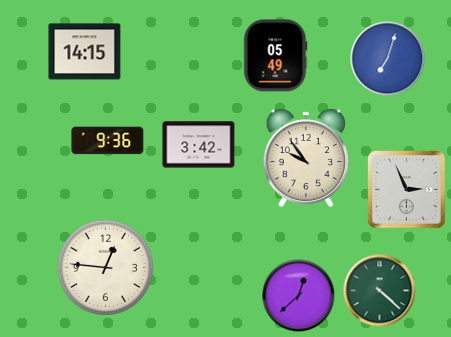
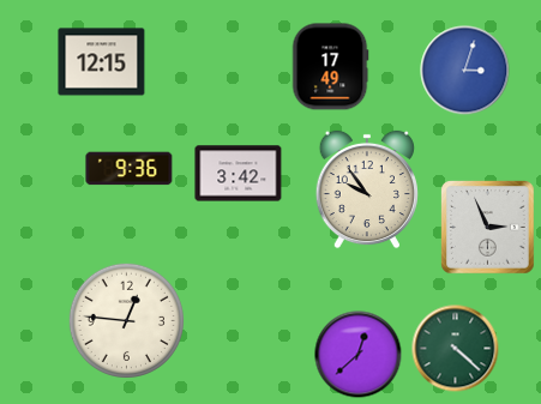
clock at (85, 52): 14:15 -> 12:15
clock at (275, 56): 05:49 -> 17:49
clock at (388, 59): 7:03 -> 3:03
